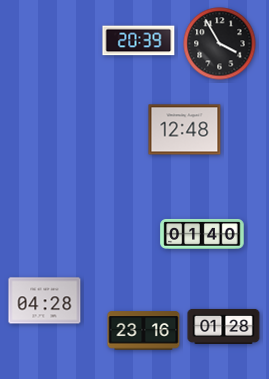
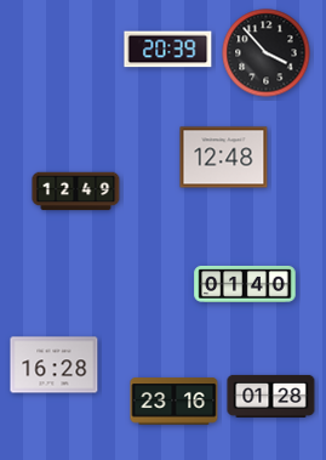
clock at (220, 44): 3:55 -> 3:53
clock at (76, 192): none -> 12:49
clock at (45, 301): 04:28 -> 16:28
